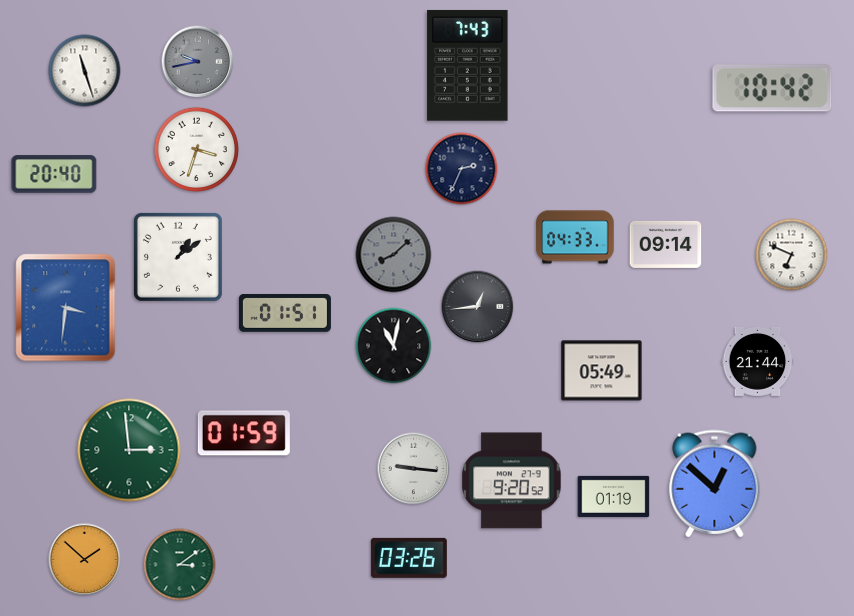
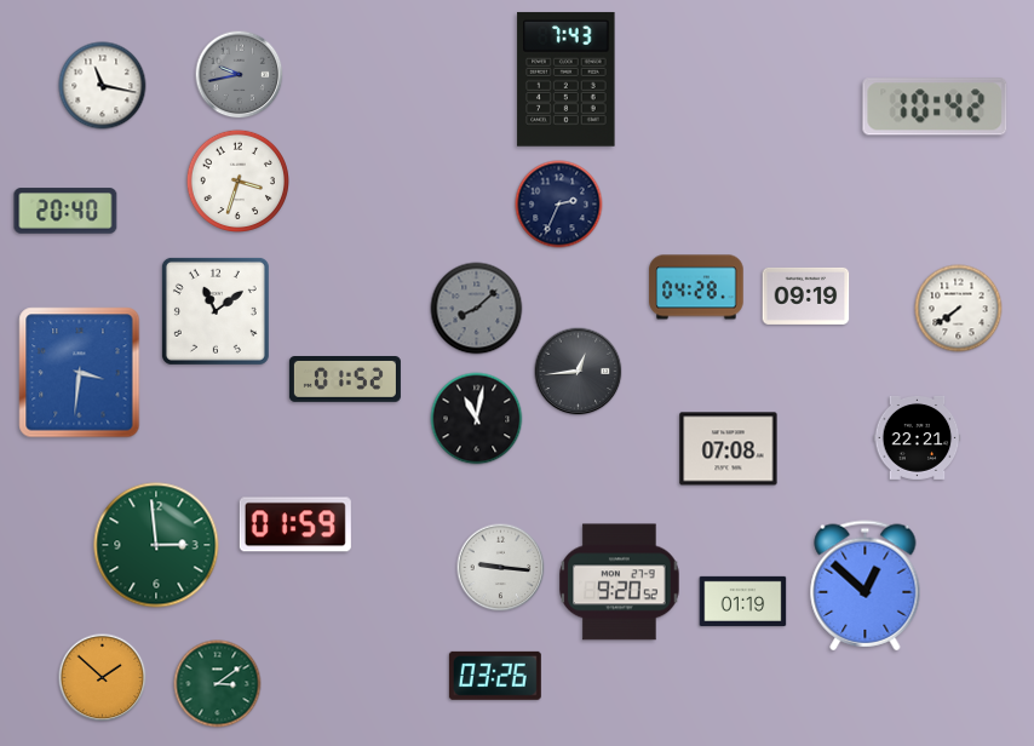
clock at (85, 71): 11:27 -> 11:17
clock at (575, 237): 04:33 -> 04:28
clock at (666, 244): 09:14 -> 09:19
clock at (792, 255): 6:49 -> 7:39
clock at (178, 257): 1:09 -> 11:09
clock at (285, 314): 01:51 -> 01:52
clock at (758, 361): 21:44 -> 22:21
clock at (602, 371): 05:49 -> 07:08
